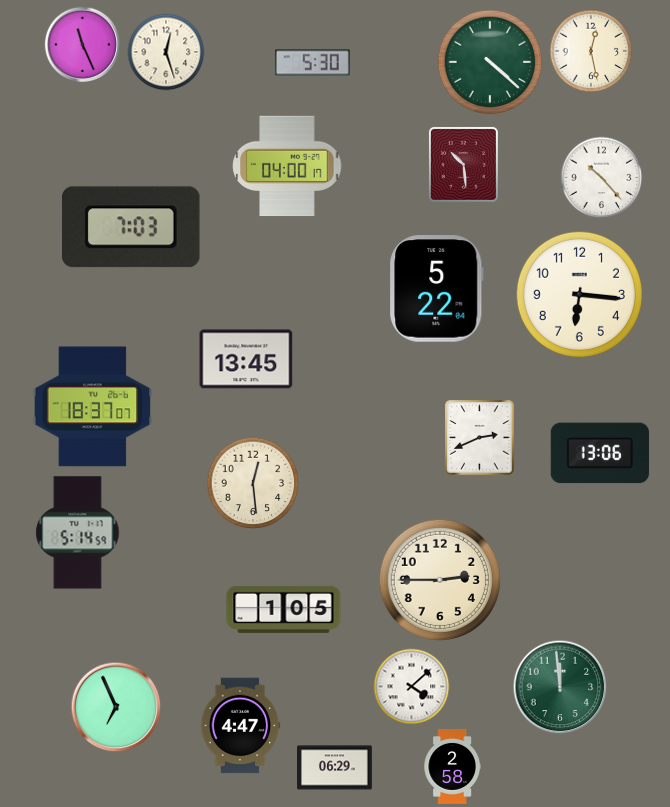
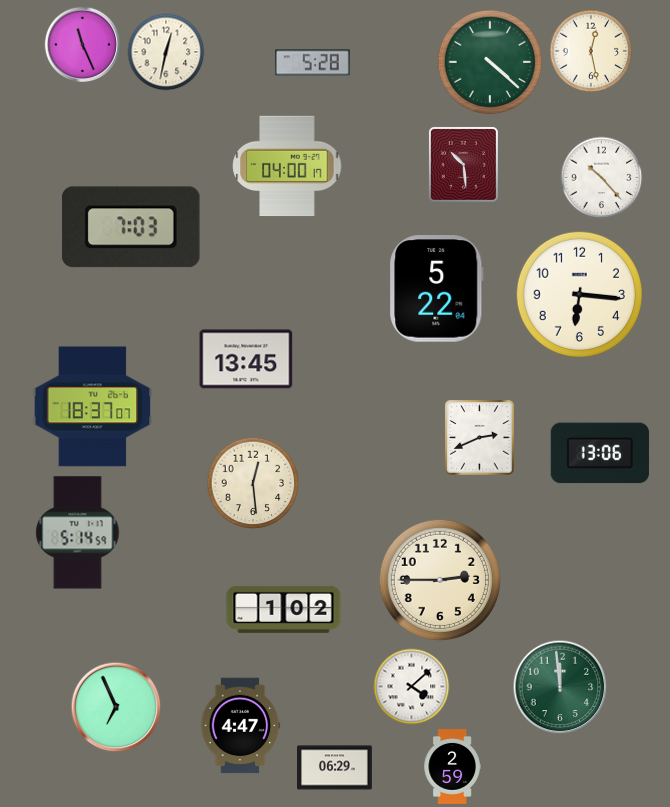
clock at (166, 52): 12:27 -> 12:32
clock at (312, 63): 5:30 -> 5:28
clock at (284, 609): 1:05 -> 1:02
clock at (452, 767): 2:58 -> 2:59
